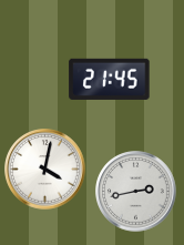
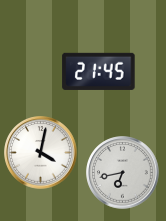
clock at (136, 192): 2:43 -> 6:43
